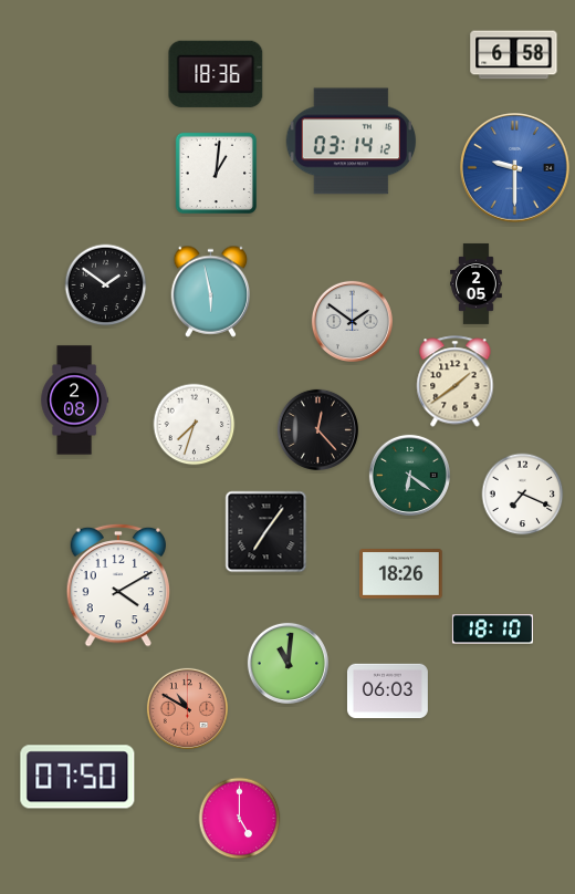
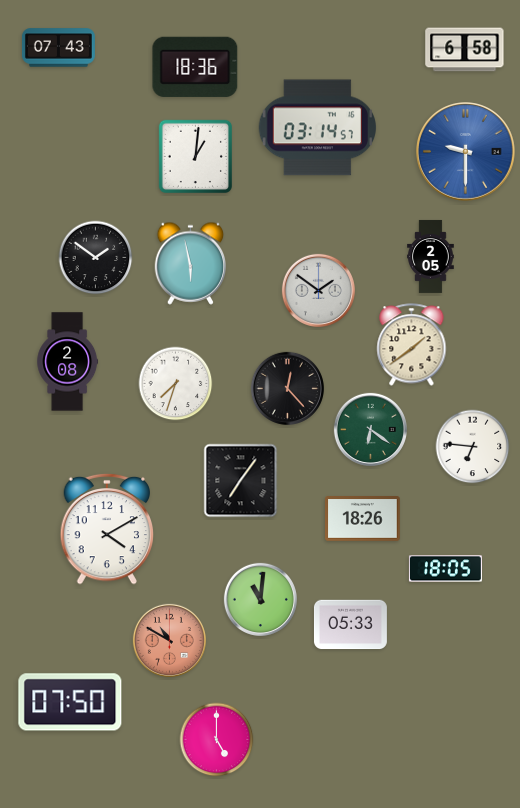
clock at (58, 48): none -> 07:43
clock at (351, 142): 03:14:12 -> 03:14:57
clock at (523, 495): 7:19 -> 6:46
clock at (492, 630): 18:10 -> 18:05
clock at (387, 692): 06:03 -> 05:33
